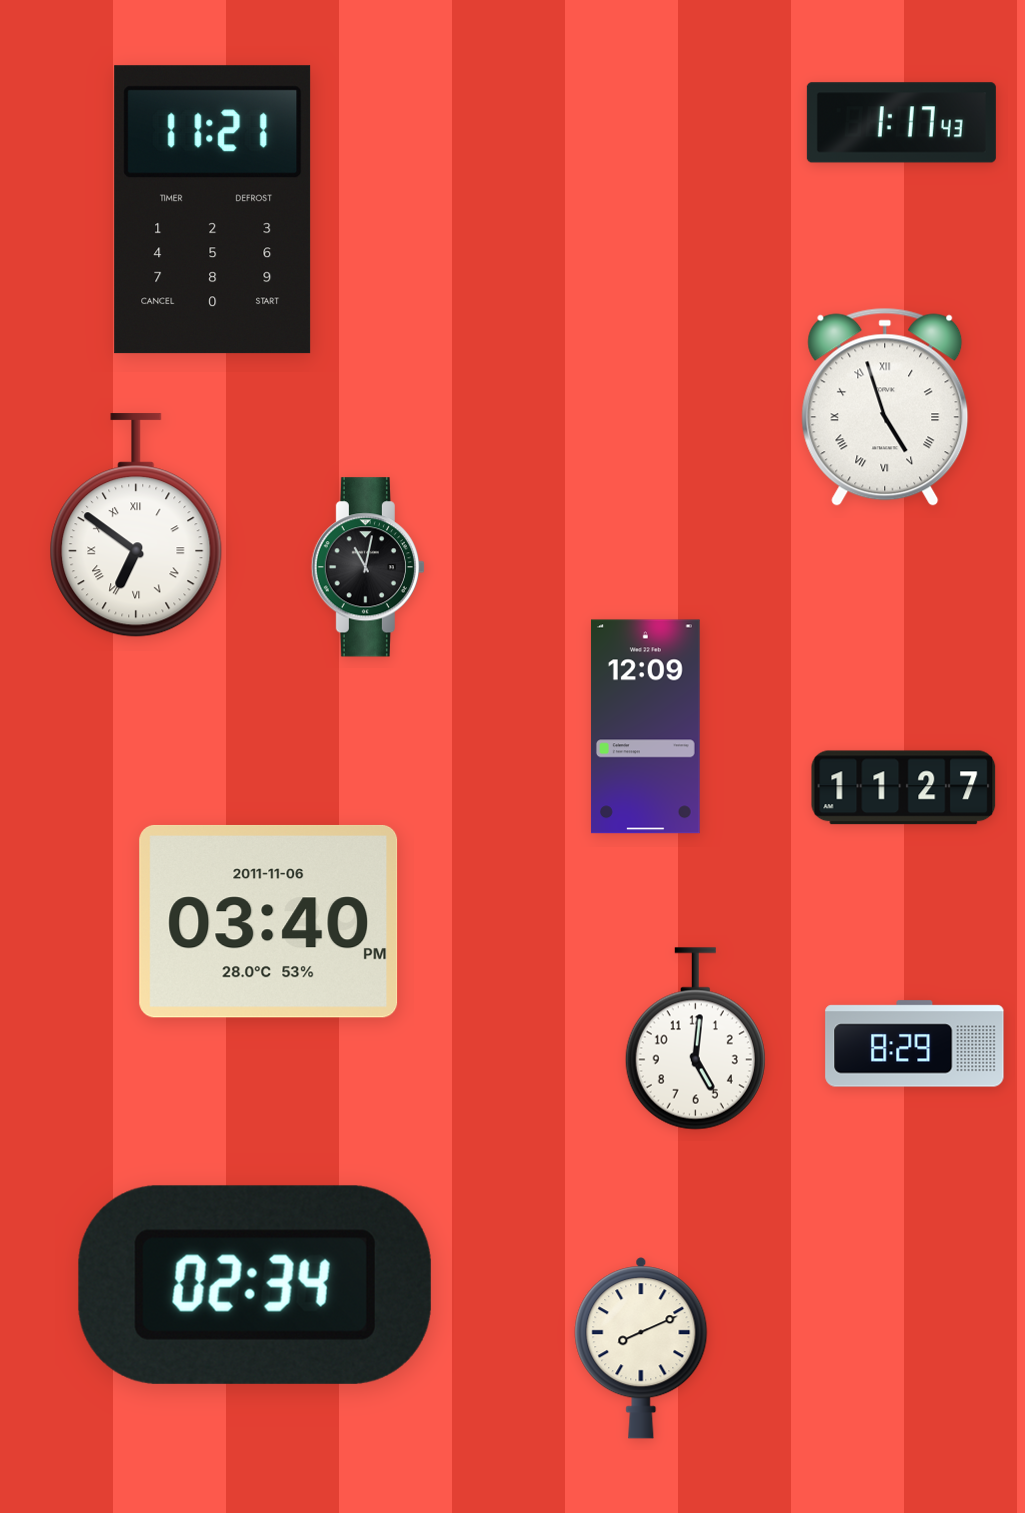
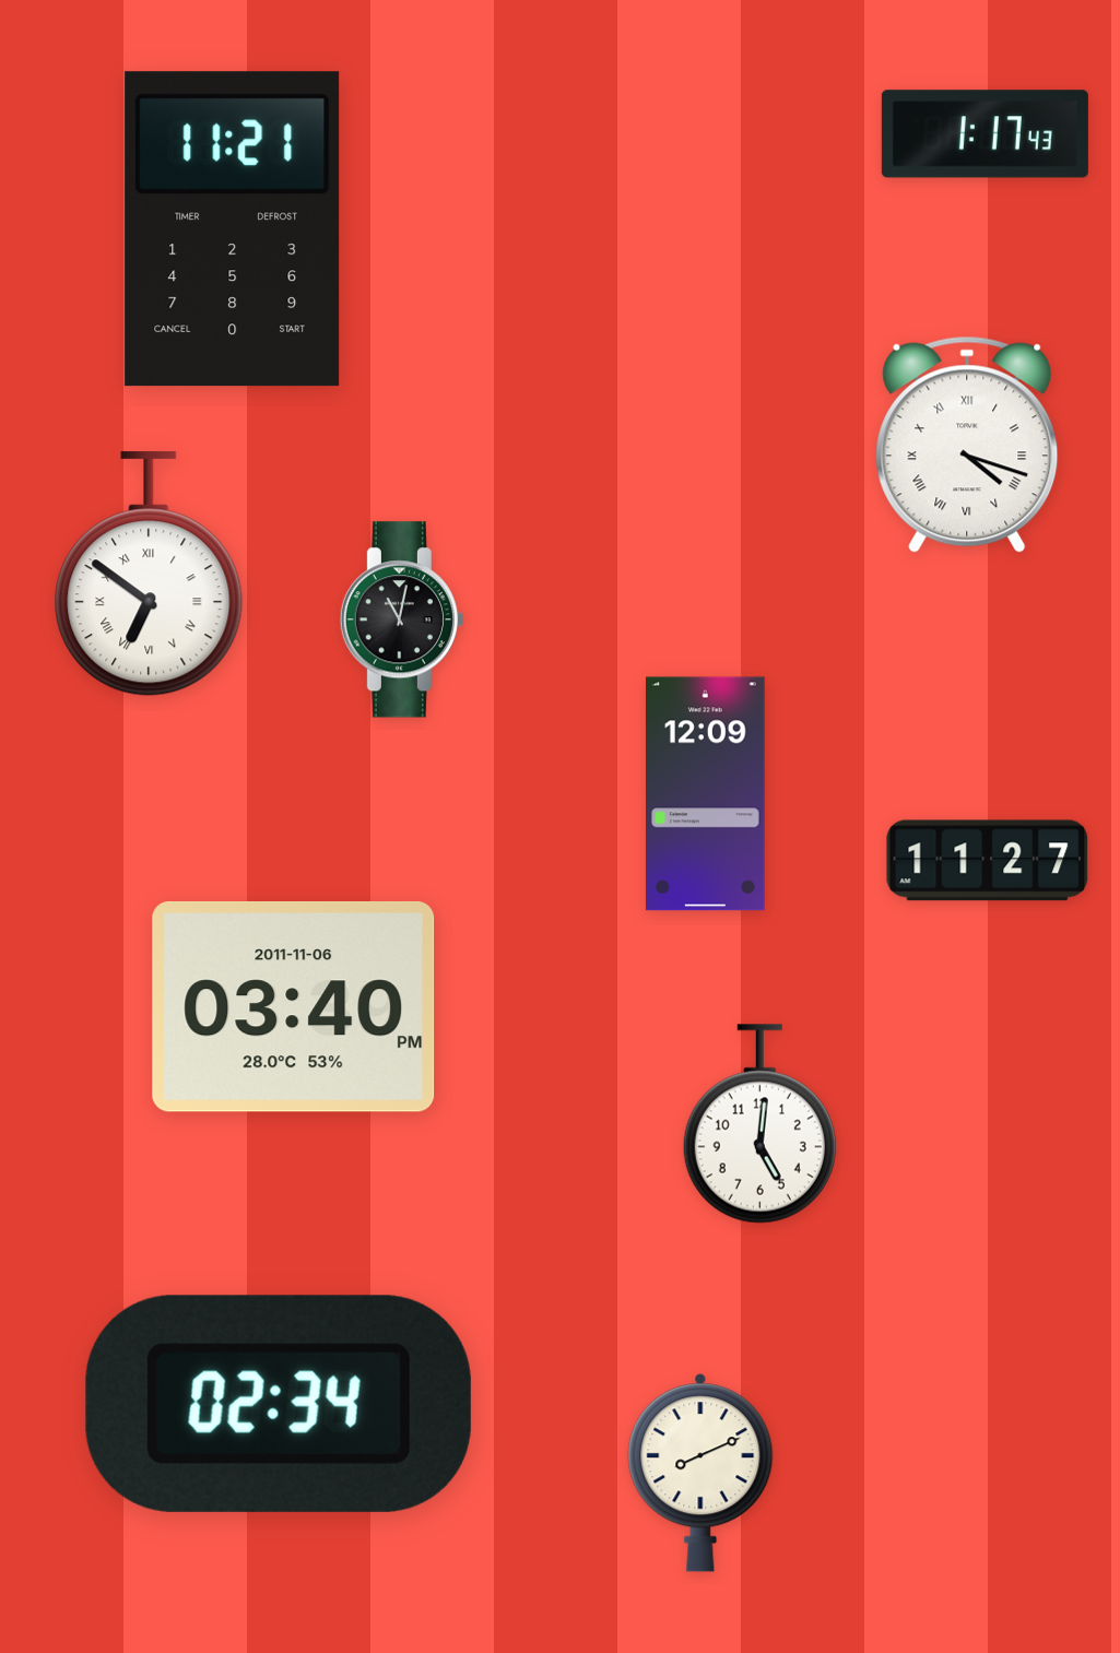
clock at (885, 407): 4:57 -> 4:18
clock at (695, 1039) position: (695, 1039) -> (759, 1124)
clock at (915, 1044): 8:29 -> none
